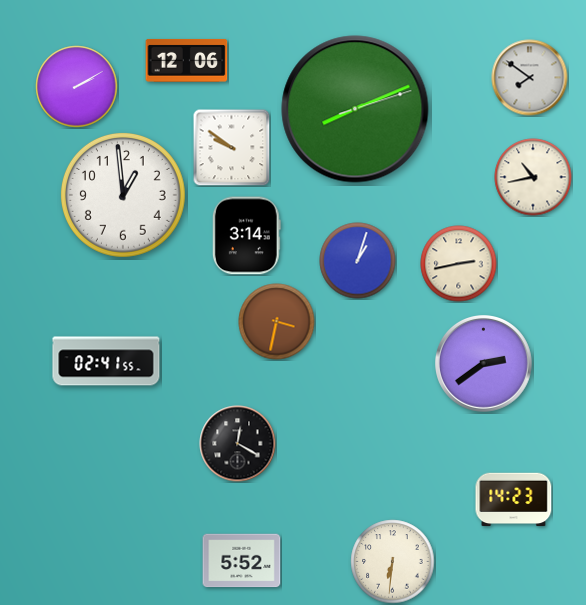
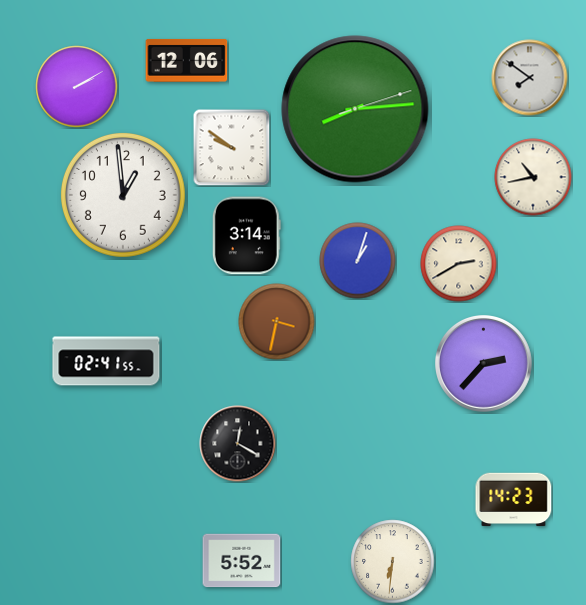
clock at (355, 109): 8:11 -> 8:14
clock at (459, 264): 2:43 -> 2:40
clock at (484, 364): 2:39 -> 2:37
